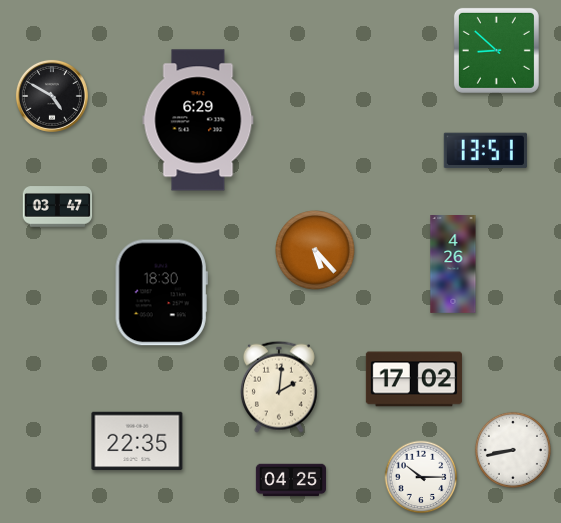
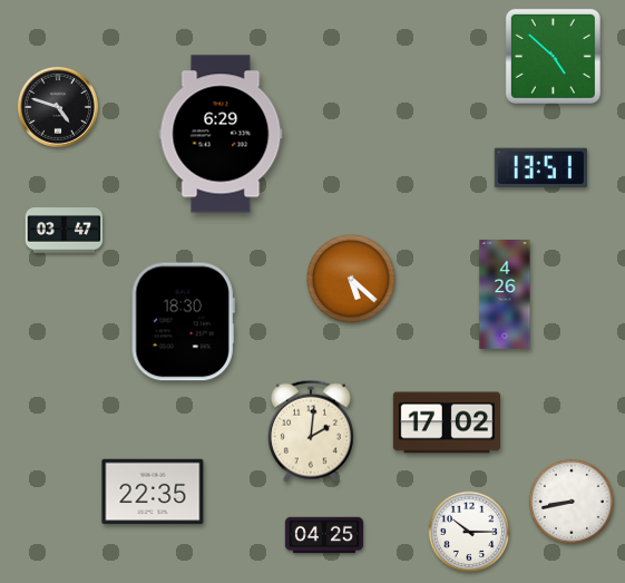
clock at (496, 50): 8:52 -> 4:52
clock at (52, 96): 4:50 -> 4:48
clock at (315, 250): 5:23 -> 5:22
clock at (161, 293) position: (161, 293) -> (183, 322)
clock at (414, 379) position: (414, 379) -> (447, 422)
